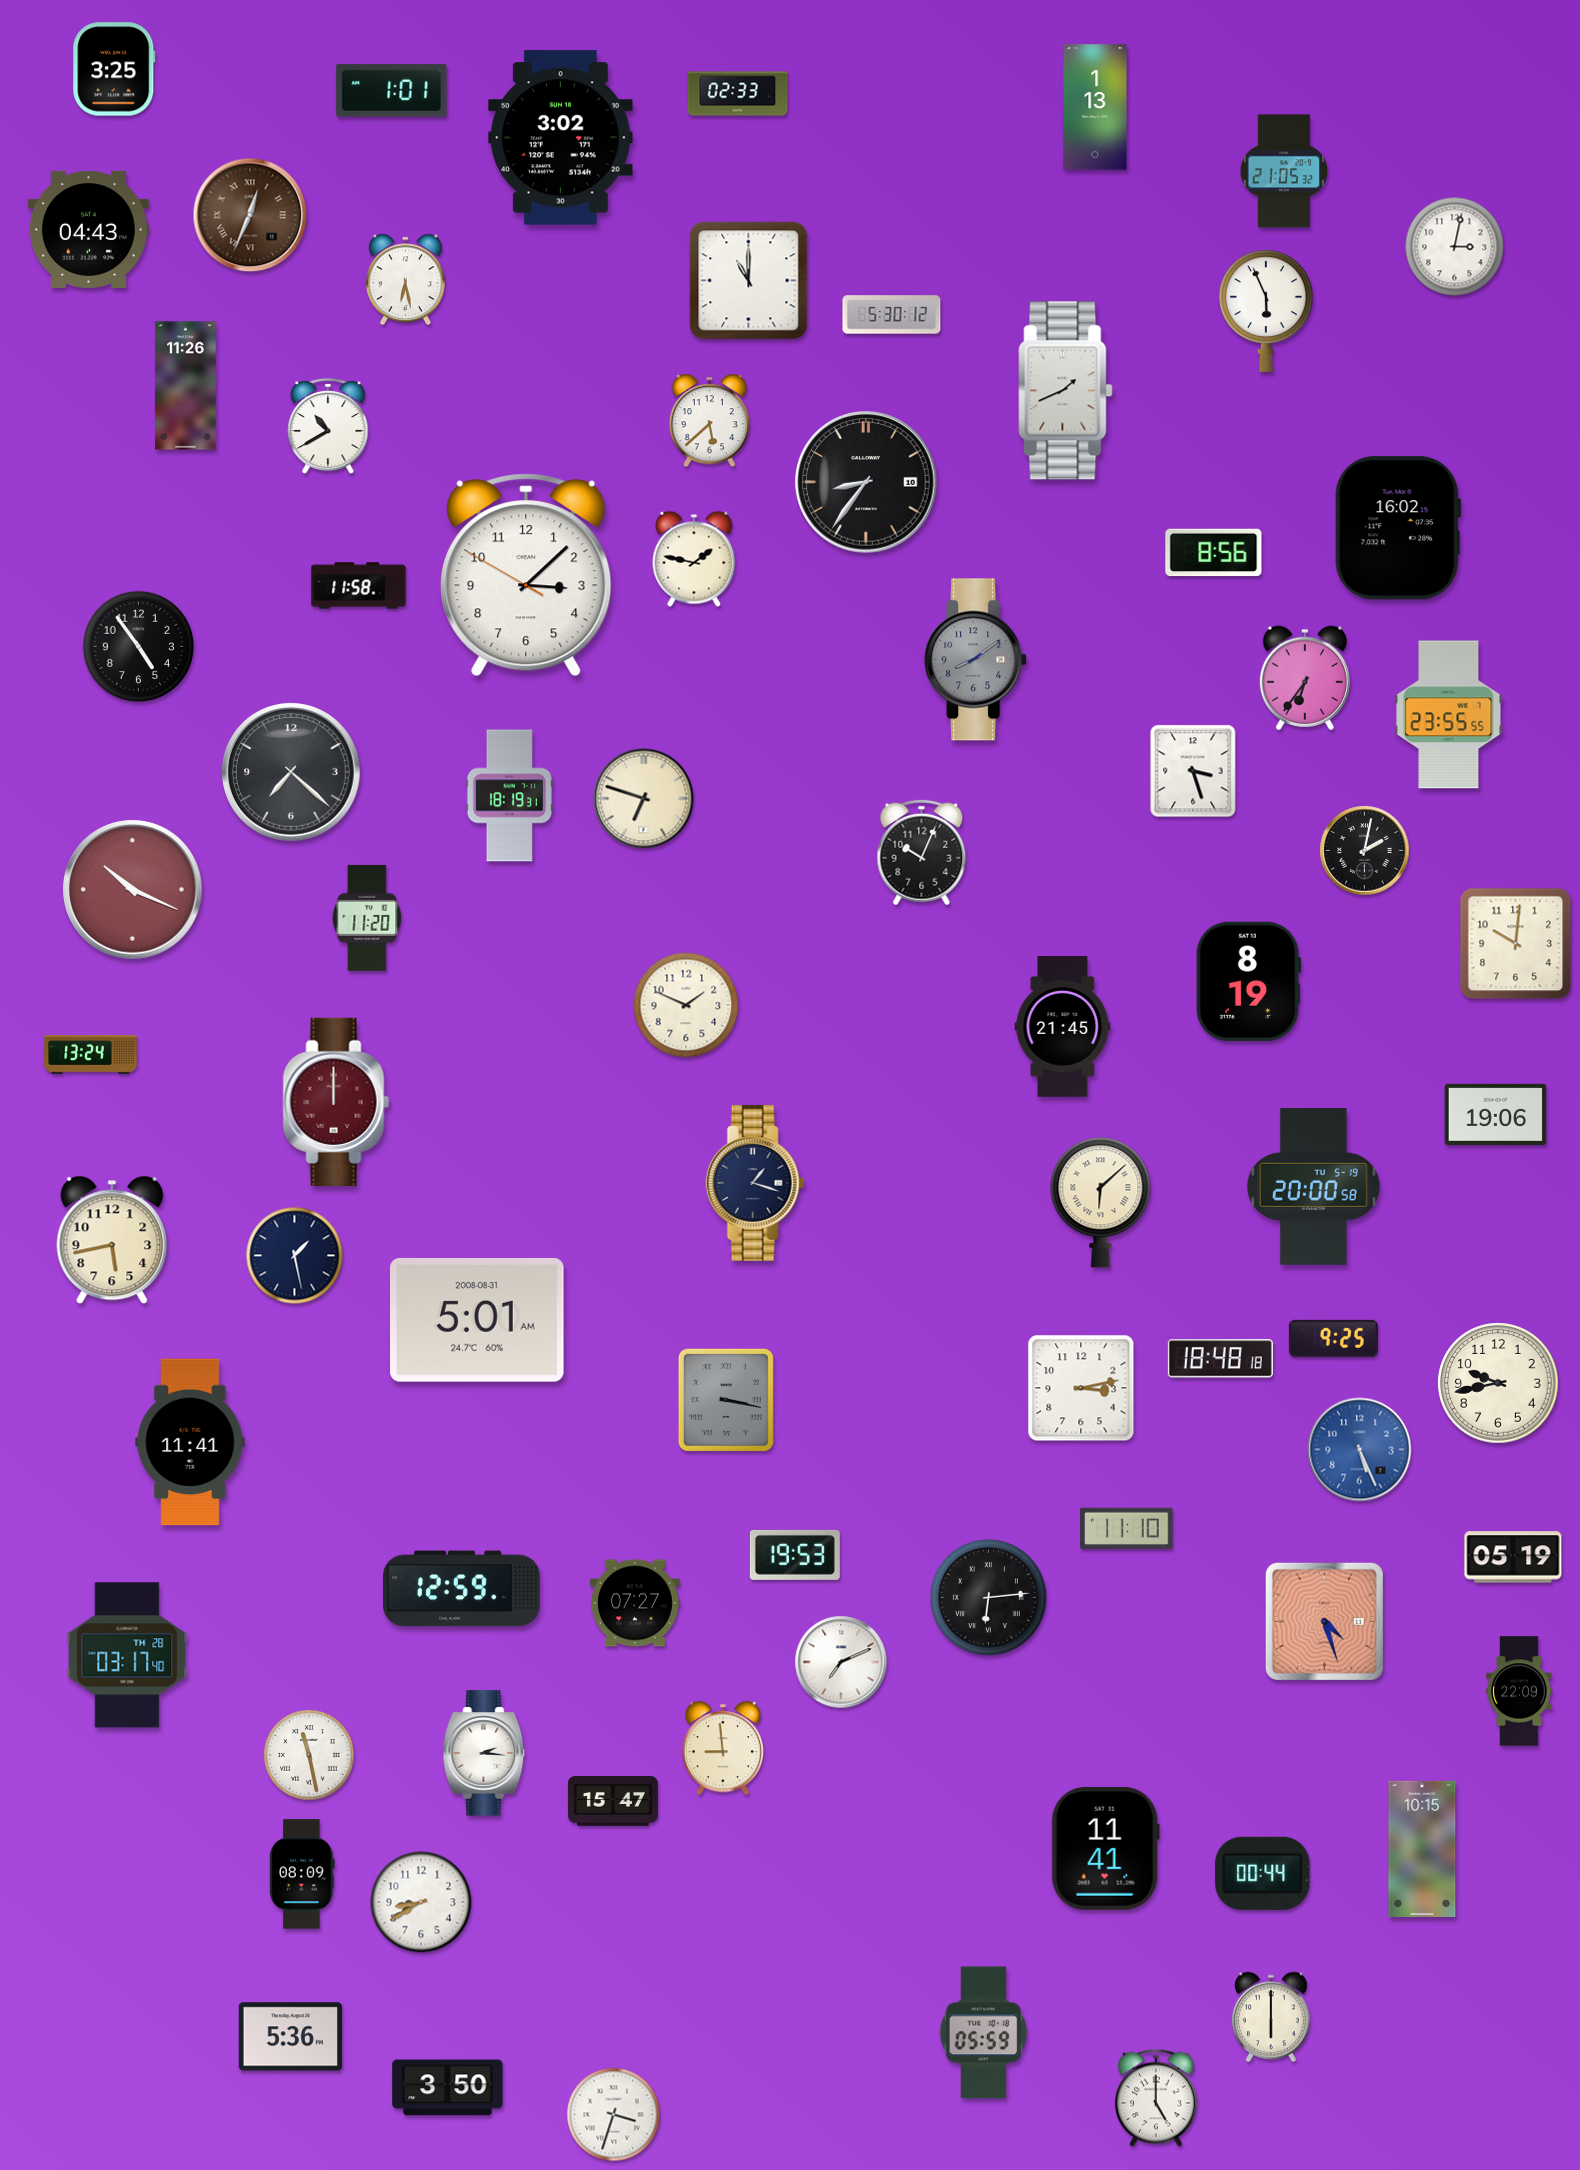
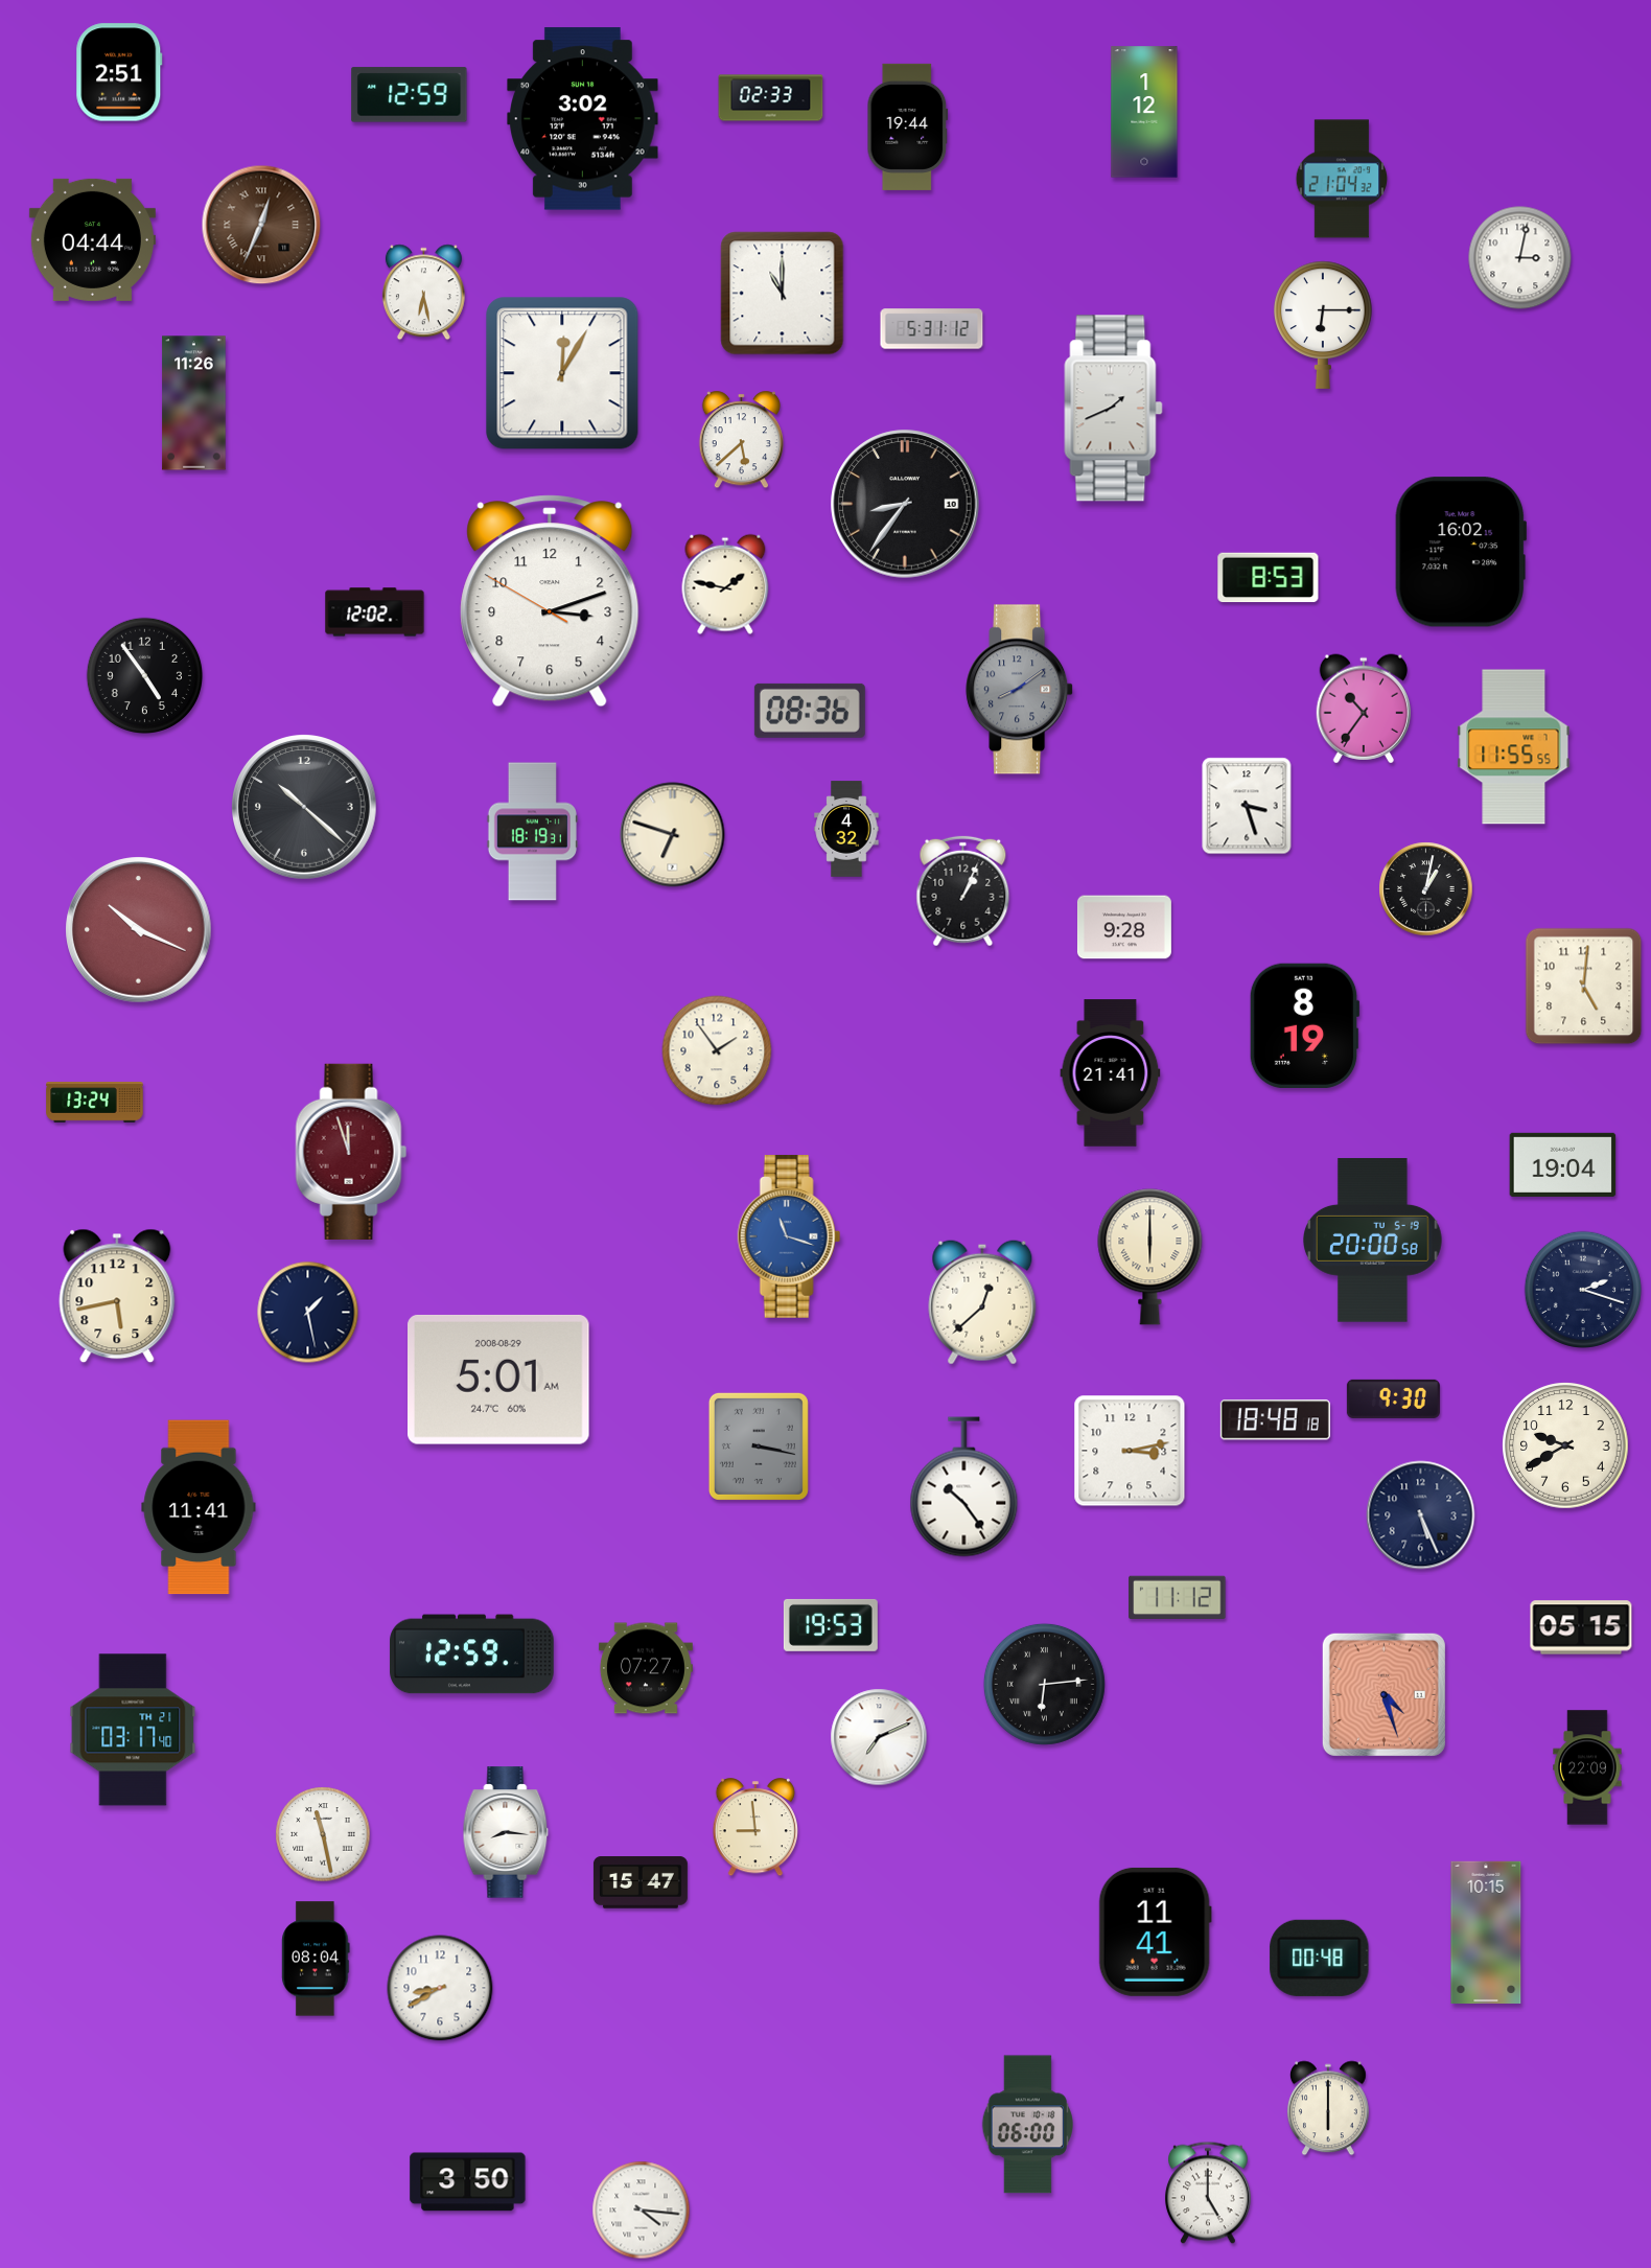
clock at (114, 69): 3:25 -> 2:51
clock at (392, 91): 1:01 -> 12:59
clock at (1095, 107): 1:13 -> 1:12
clock at (908, 126): none -> 19:44
clock at (561, 138) position: (561, 138) -> (583, 119)
clock at (1284, 171): 21:05 -> 21:04
clock at (88, 229): 04:43 -> 04:44
clock at (1266, 311): 5:56 -> 6:15
clock at (892, 315): 5:30 -> 5:31
clock at (562, 373): none -> 12:05
clock at (328, 426): 10:40 -> none
clock at (1214, 553): 8:56 -> 8:53
clock at (526, 575): 3:07 -> 3:11
clock at (359, 586): 11:58 -> 12:02
clock at (1304, 678): 6:36 -> 10:36
clock at (810, 711): none -> 08:36
clock at (1449, 715): 23:55 -> 11:55
clock at (292, 773): 7:22 -> 10:22
clock at (846, 829): none -> 4:32
clock at (1365, 851): 2:02 -> 1:02
clock at (922, 853): 10:04 -> 1:04
clock at (1124, 927): none -> 9:28
clock at (367, 918): 11:20 -> none
clock at (1516, 944): 10:01 -> 5:01
clock at (686, 1005): 1:49 -> 1:54
clock at (1063, 1027): 21:45 -> 21:41
clock at (336, 1102): 12:00 -> 11:57
clock at (1496, 1114): 19:06 -> 19:04
clock at (755, 1183): 1:18 -> 11:18
clock at (755, 1183) dial: navy -> blue
clock at (1101, 1203): 6:08 -> 6:00
clock at (1583, 1290): none -> 2:18
clock at (982, 1302): none -> 12:38
clock at (478, 1320) date: 2008-08-31 -> 2008-08-29
clock at (1333, 1338): 9:25 -> 9:30
clock at (1498, 1383): 9:43 -> 9:40
clock at (726, 1400) position: (726, 1400) -> (759, 1447)
clock at (964, 1487): none -> 10:24
clock at (1360, 1450) dial: blue -> navy
clock at (1127, 1528): 11:10 -> 11:12
clock at (1513, 1557): 05:19 -> 05:15
clock at (462, 1589) position: (462, 1589) -> (472, 1654)
clock at (988, 1597) position: (988, 1597) -> (1044, 1684)
clock at (635, 1603) position: (635, 1603) -> (646, 1668)
clock at (127, 1655) date: TH 28 -> TH 21
clock at (484, 1753): 2:16 -> 8:16
clock at (1263, 1873): 00:44 -> 00:48
clock at (302, 1874): 08:09 -> 08:04
clock at (983, 2033): 05:59 -> 06:00
clock at (290, 2037): 5:36 -> none
clock at (614, 2115): 3:33 -> 4:16
